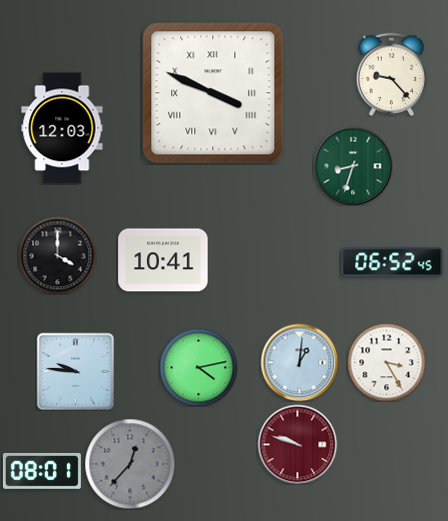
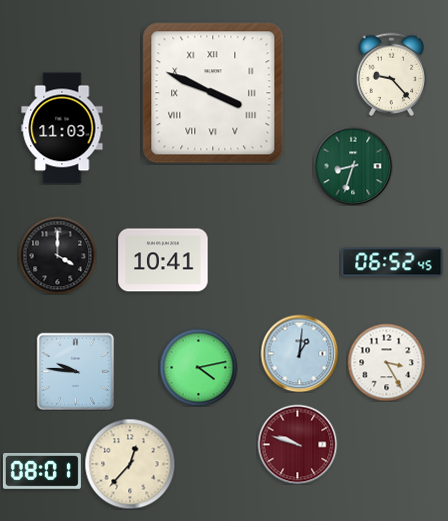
clock at (62, 128): 12:03 -> 11:03
clock at (299, 362) position: (299, 362) -> (299, 353)
clock at (130, 464) dial: grey -> cream
